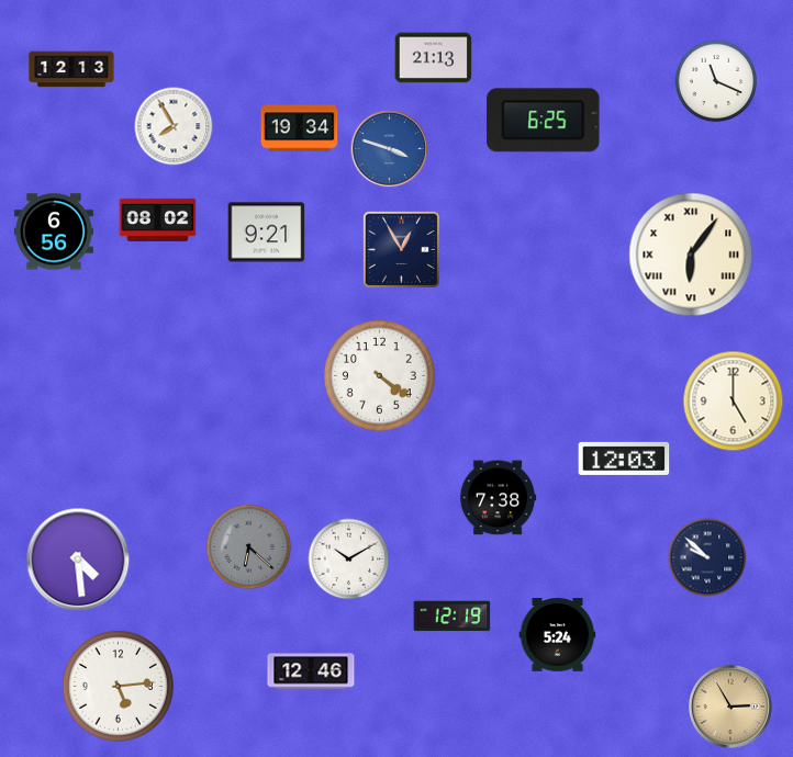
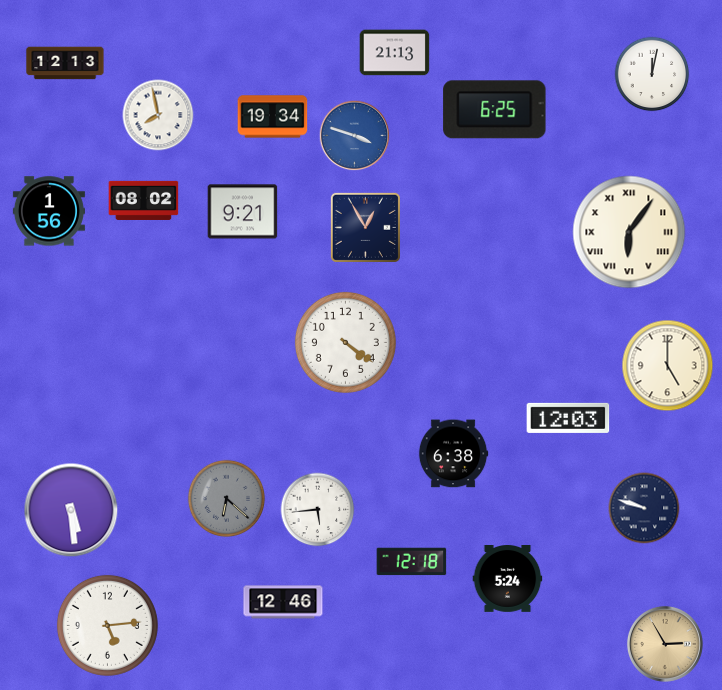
clock at (716, 81): 11:19 -> 12:02
clock at (174, 126): 7:55 -> 7:58
clock at (54, 231): 6:56 -> 1:56
clock at (498, 498): 7:38 -> 6:38
clock at (707, 557): 9:52 -> 9:48
clock at (78, 560): 4:29 -> 5:29
clock at (349, 560): 10:10 -> 5:44
clock at (453, 617): 12:19 -> 12:18
clock at (311, 671) position: (311, 671) -> (283, 602)
